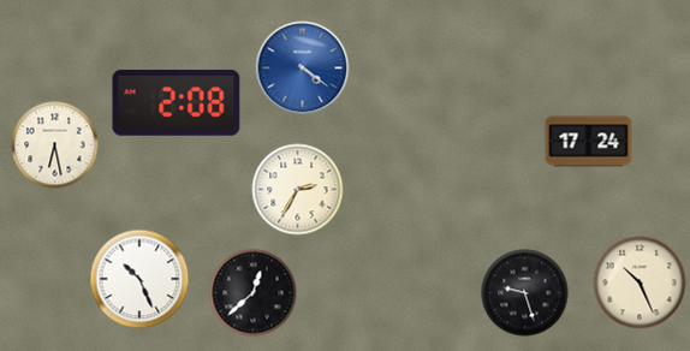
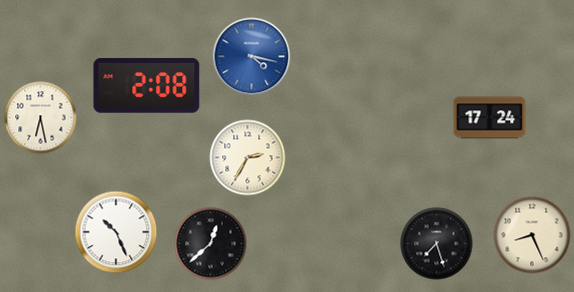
clock at (303, 69): 4:21 -> 4:17
clock at (55, 145) position: (55, 145) -> (41, 118)
clock at (640, 282): 10:26 -> 8:26
clock at (525, 293): 9:27 -> 7:27
